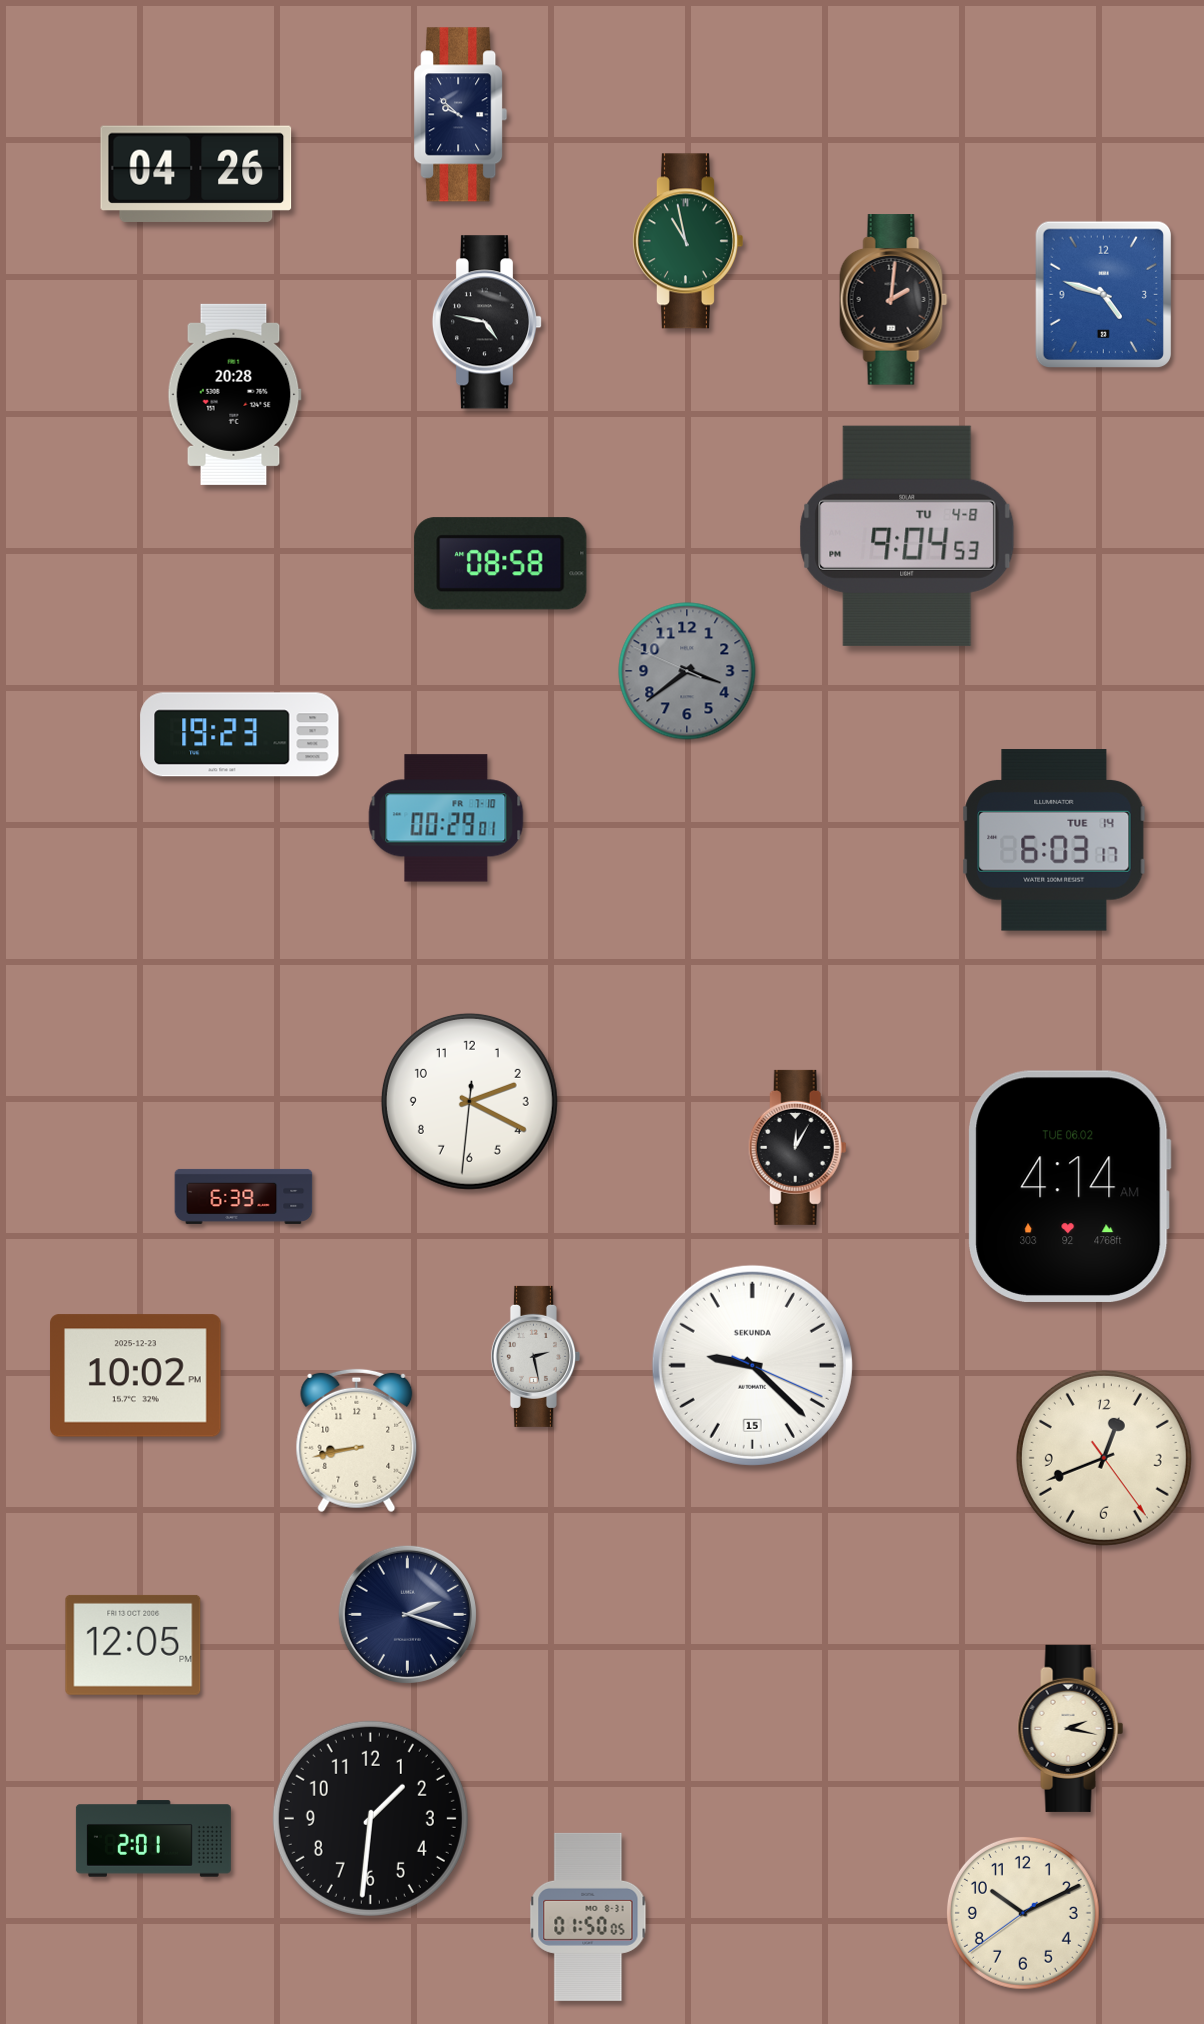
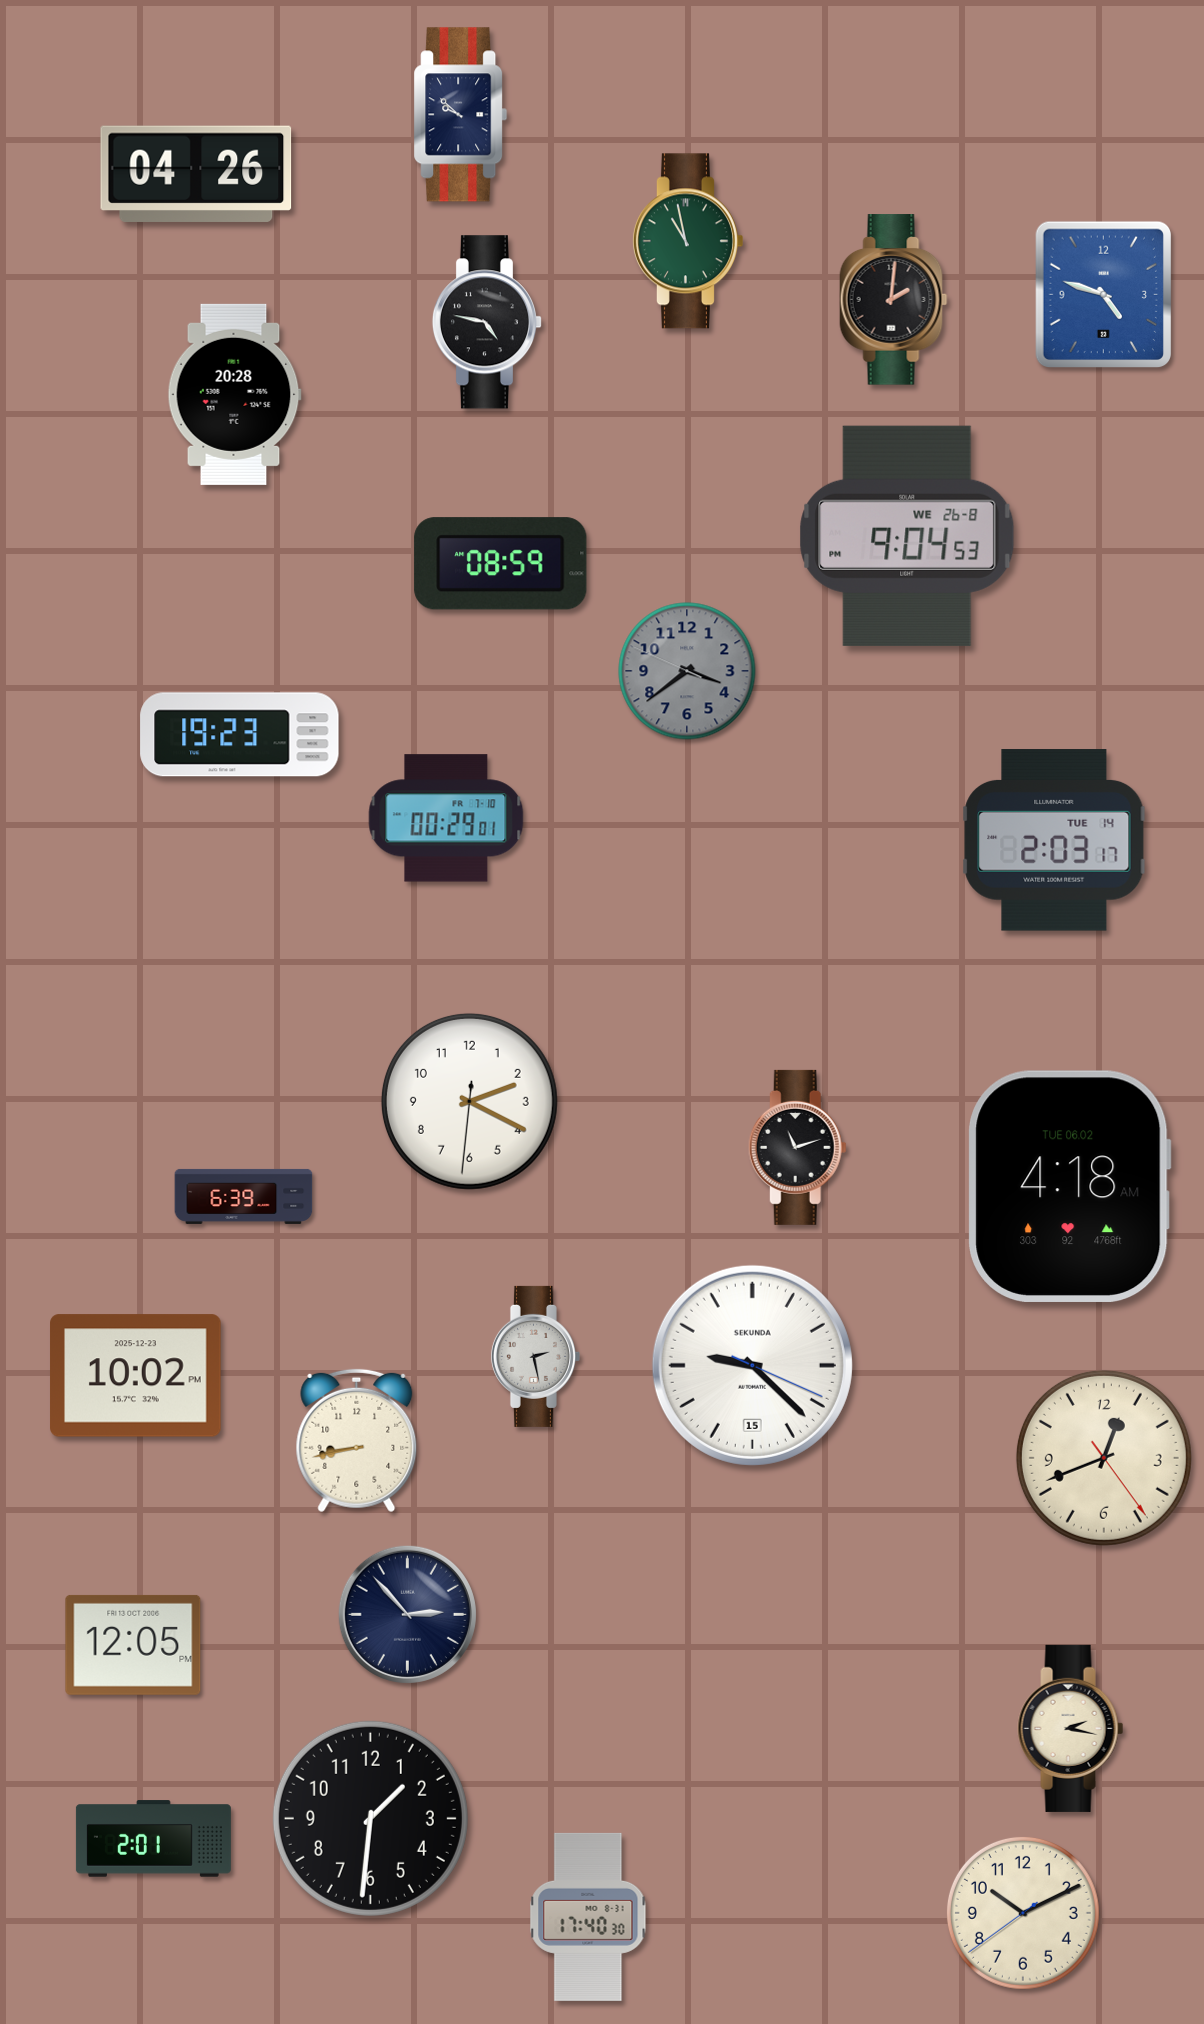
clock at (907, 536) date: TU 4-8 -> WE 26-8
clock at (501, 564): 08:58 -> 08:59
clock at (1054, 840): 6:03 -> 2:03
clock at (797, 1147): 12:05 -> 11:12
clock at (1070, 1186): 4:14 -> 4:18
clock at (407, 1614): 2:18 -> 2:53
clock at (588, 1917): 01:50 -> 17:40
